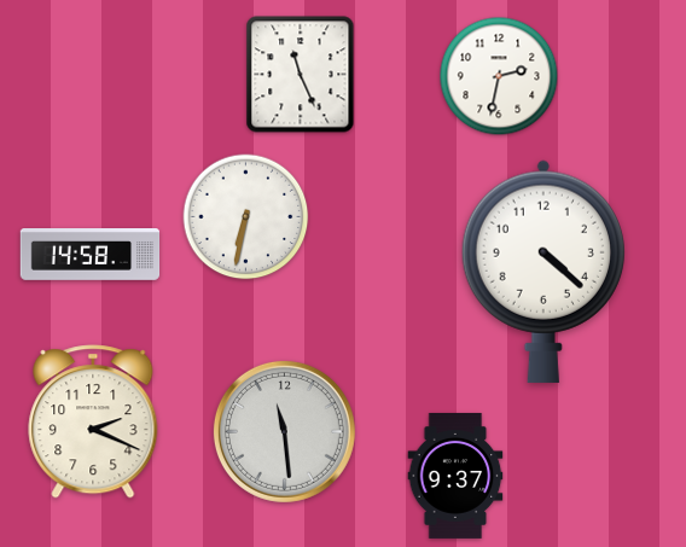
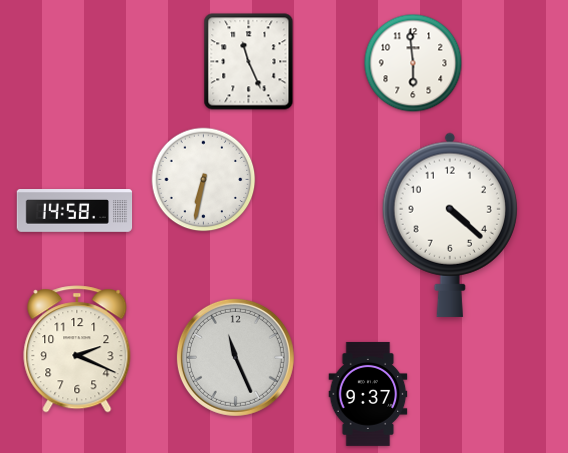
clock at (499, 76): 2:32 -> 5:59
clock at (284, 431): 11:29 -> 11:26
clock at (455, 476) position: (455, 476) -> (368, 394)
